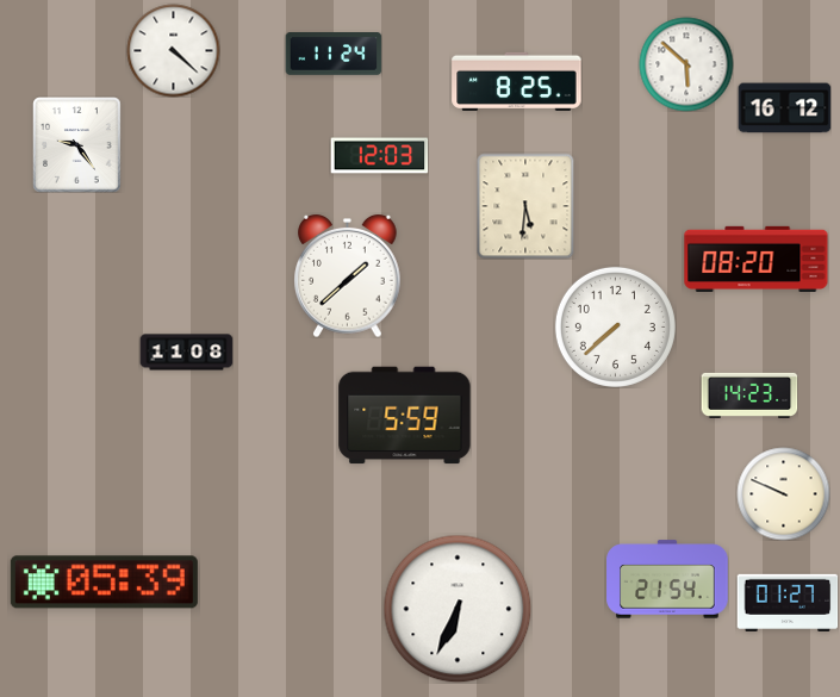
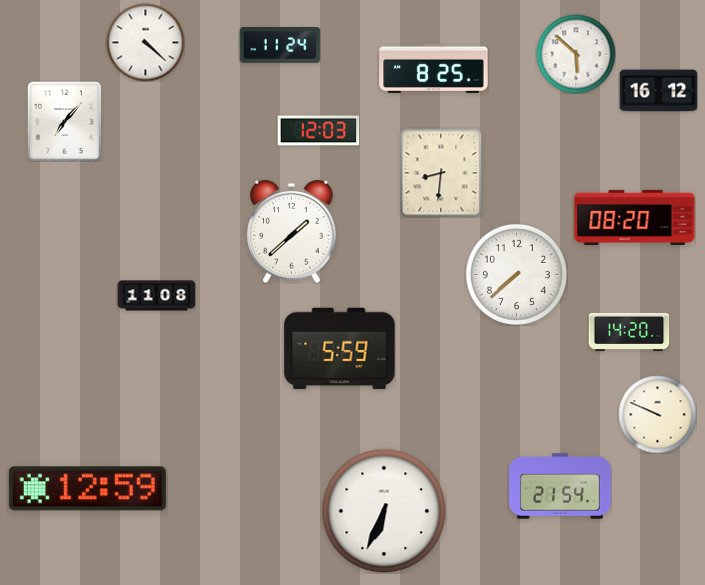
clock at (77, 144): 9:24 -> 7:07
clock at (525, 206): 5:31 -> 8:31
clock at (749, 396): 14:23 -> 14:20
clock at (104, 583): 05:39 -> 12:59
clock at (788, 603): 01:27 -> none
